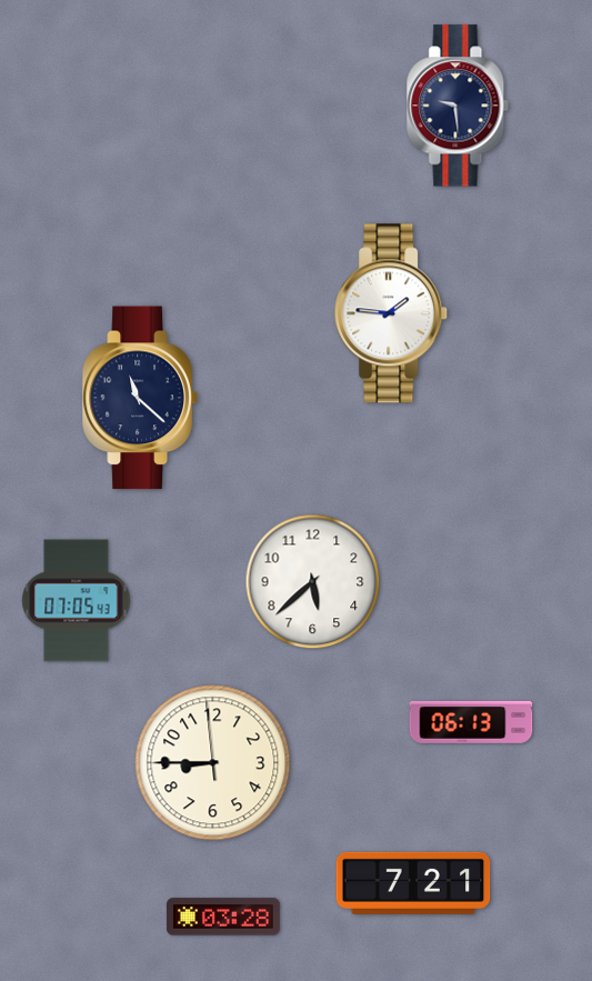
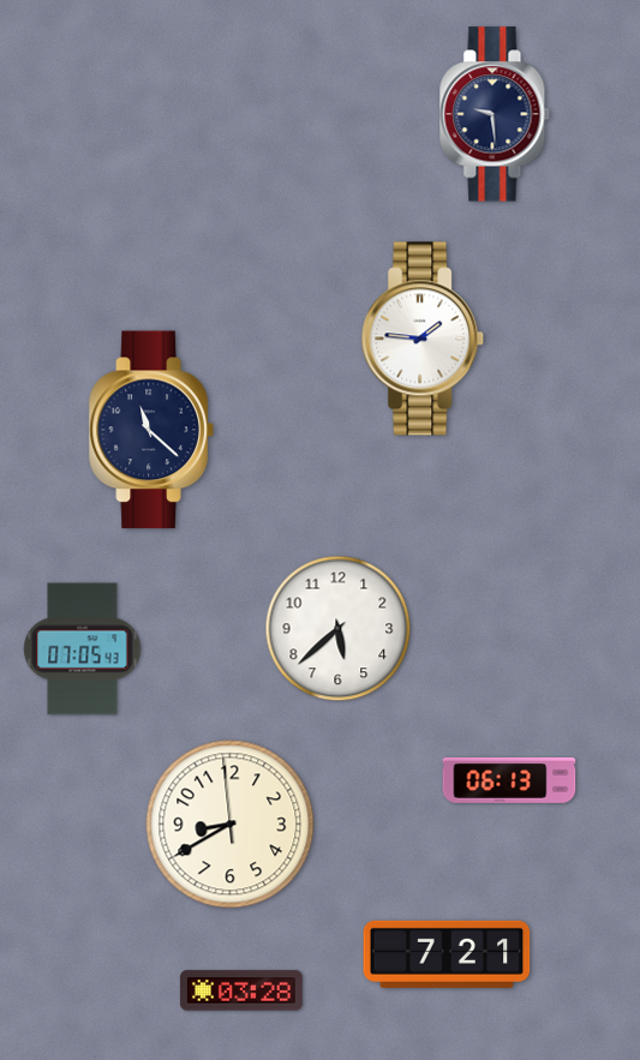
clock at (213, 763): 8:44 -> 8:39
